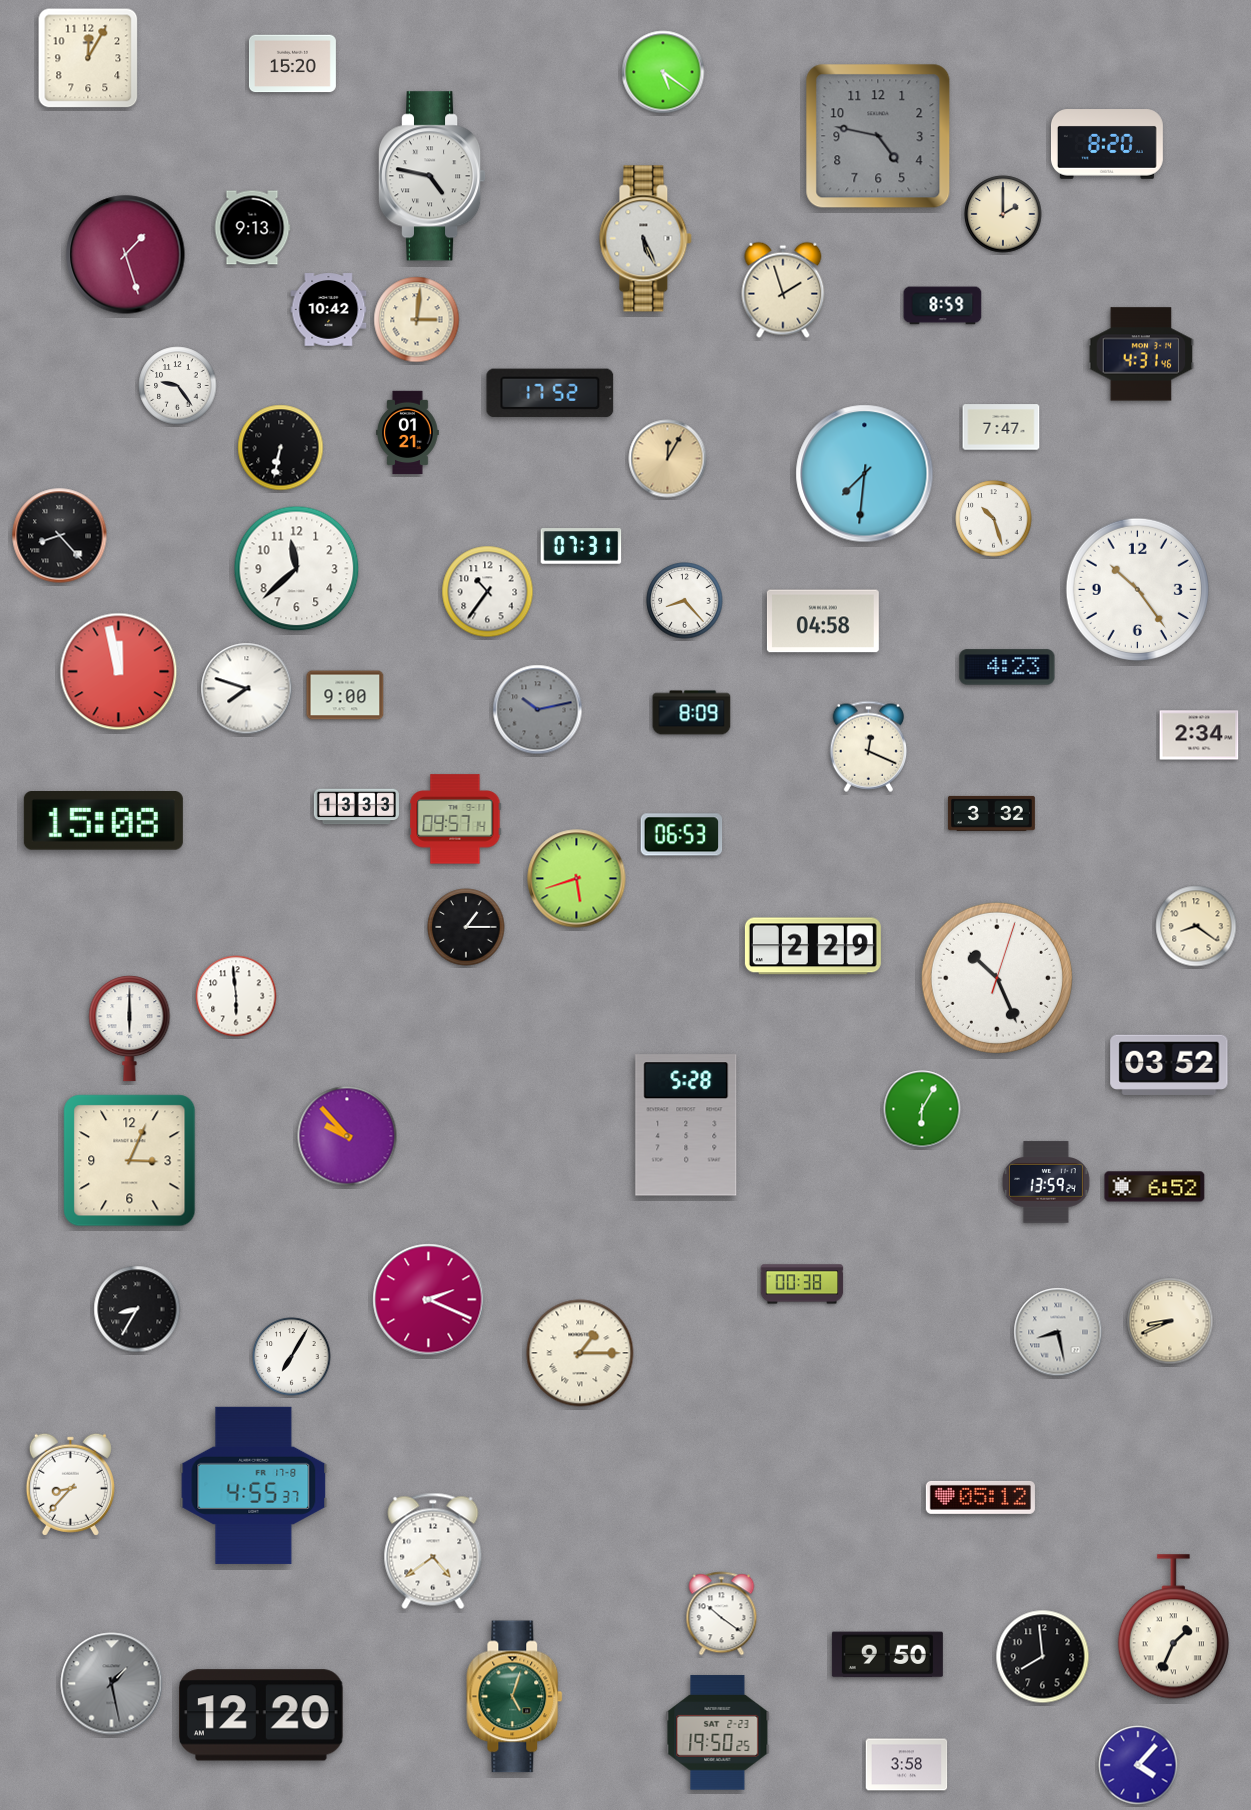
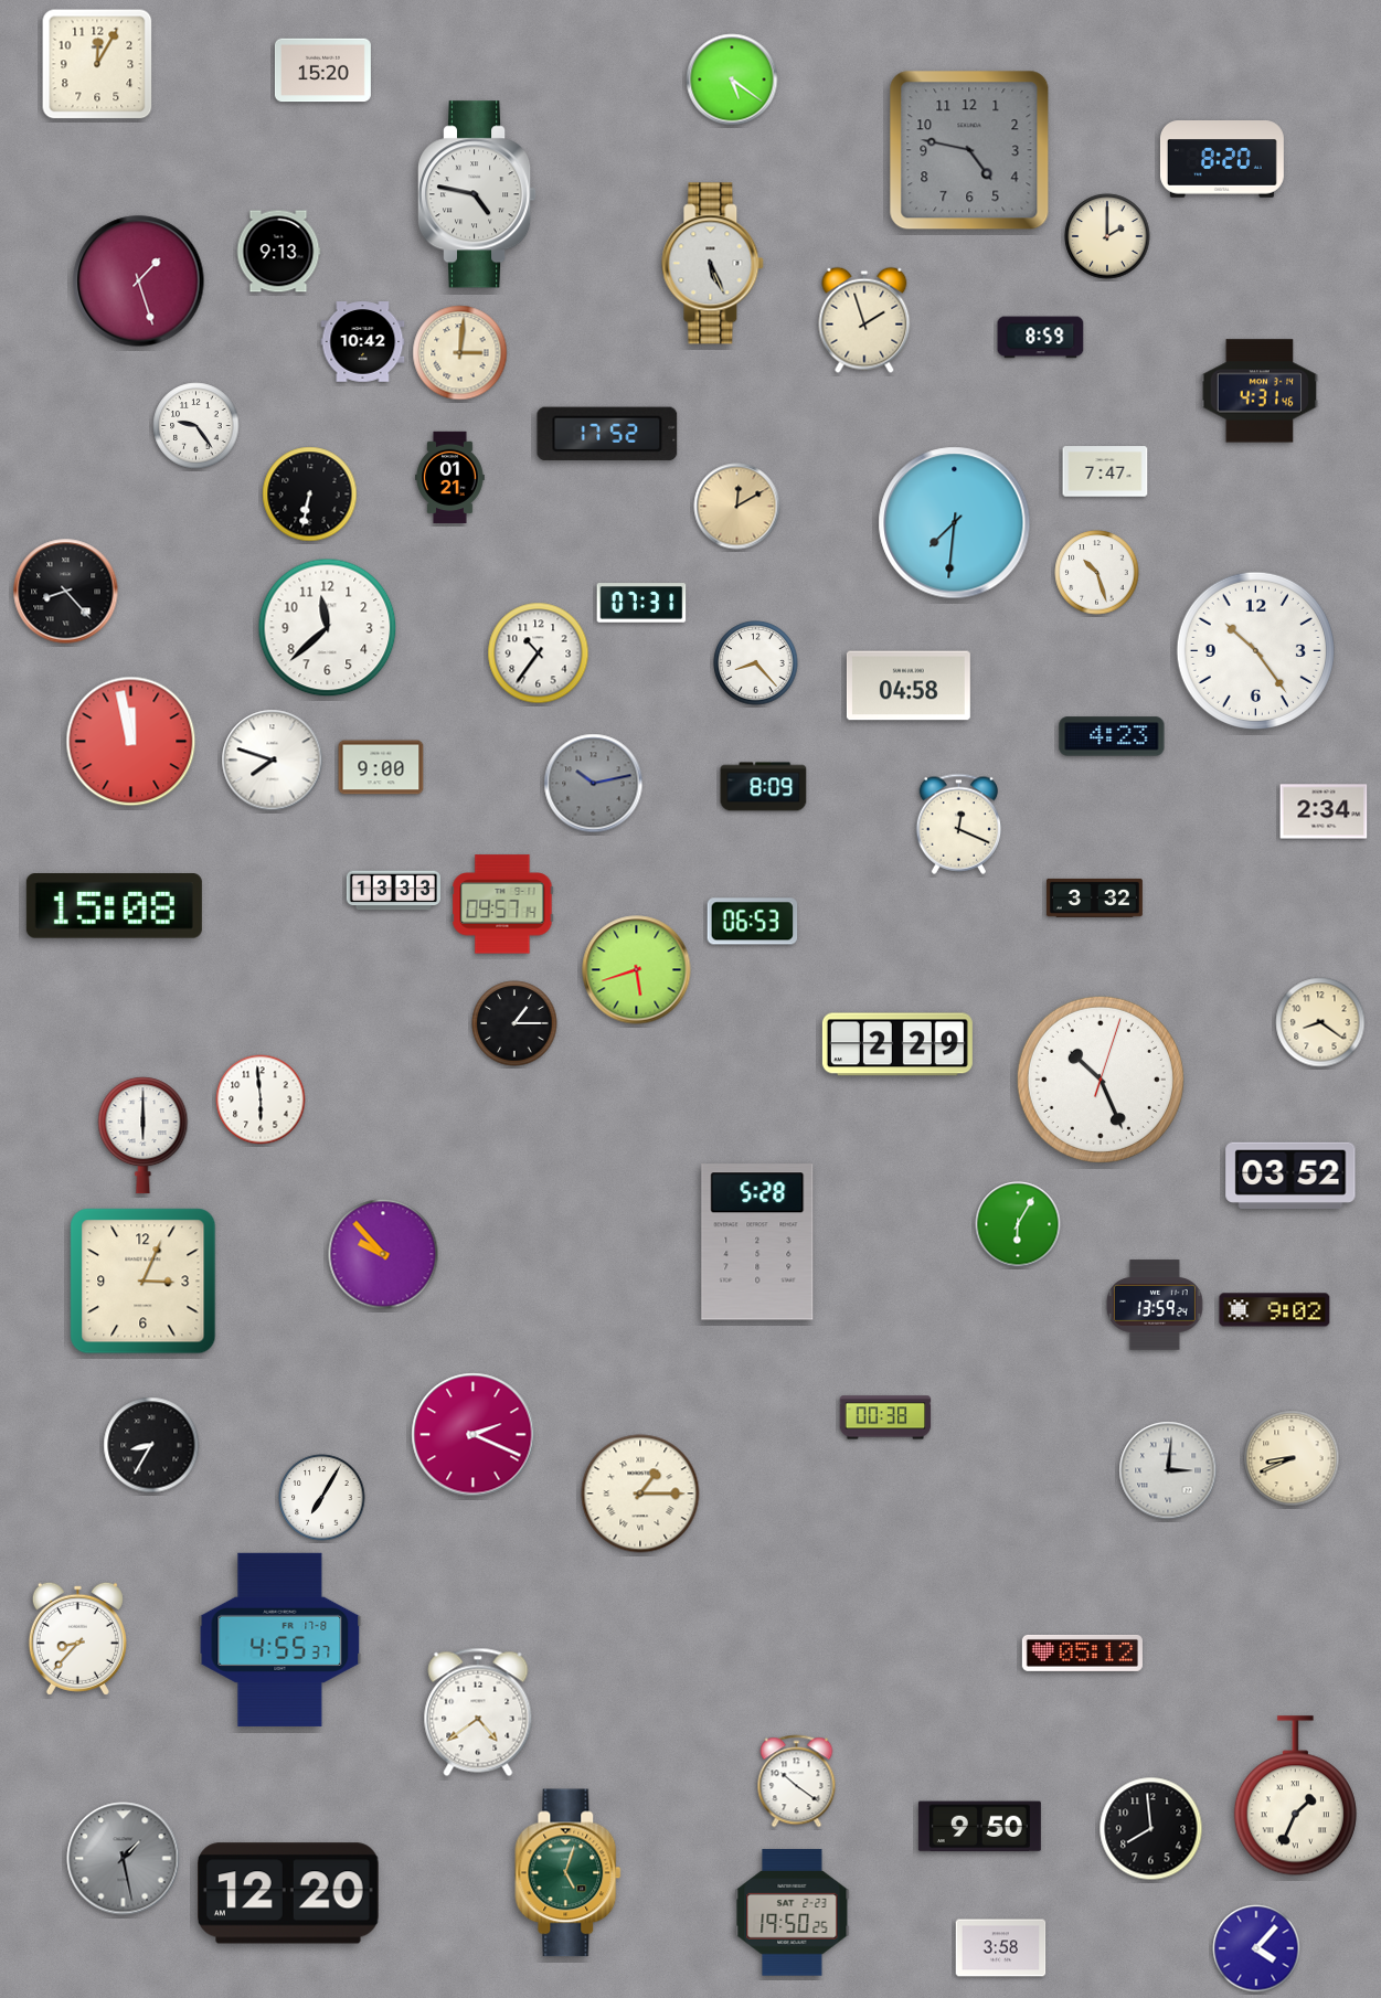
clock at (668, 459): 12:05 -> 12:10
clock at (1155, 1187): 6:52 -> 9:02
clock at (1058, 1332): 8:28 -> 3:01
